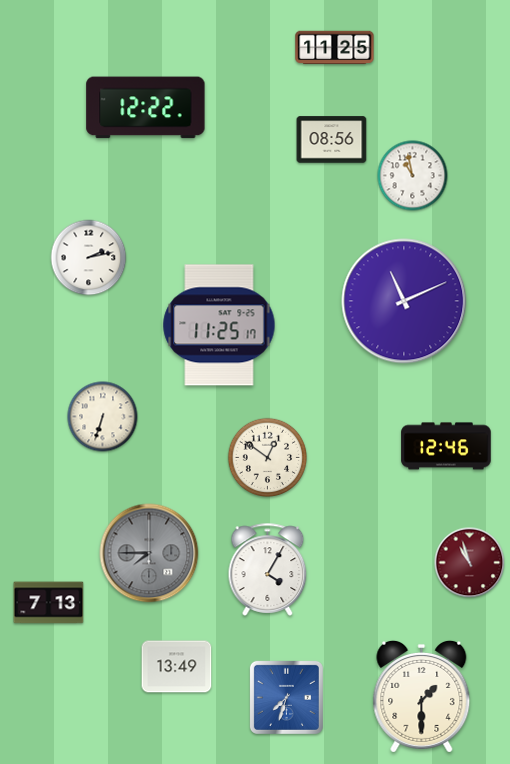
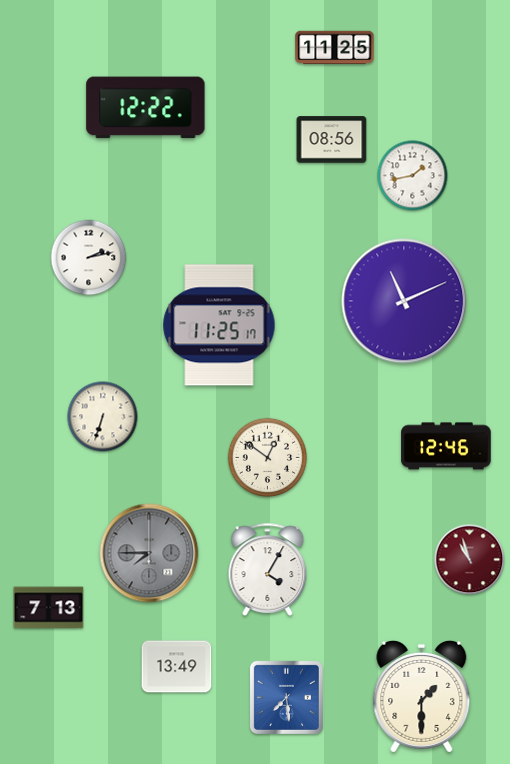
clock at (413, 176): 10:58 -> 1:43
clock at (470, 563) position: (470, 563) -> (470, 560)
clock at (49, 603) position: (49, 603) -> (49, 608)
clock at (286, 697): 7:33 -> 7:29
